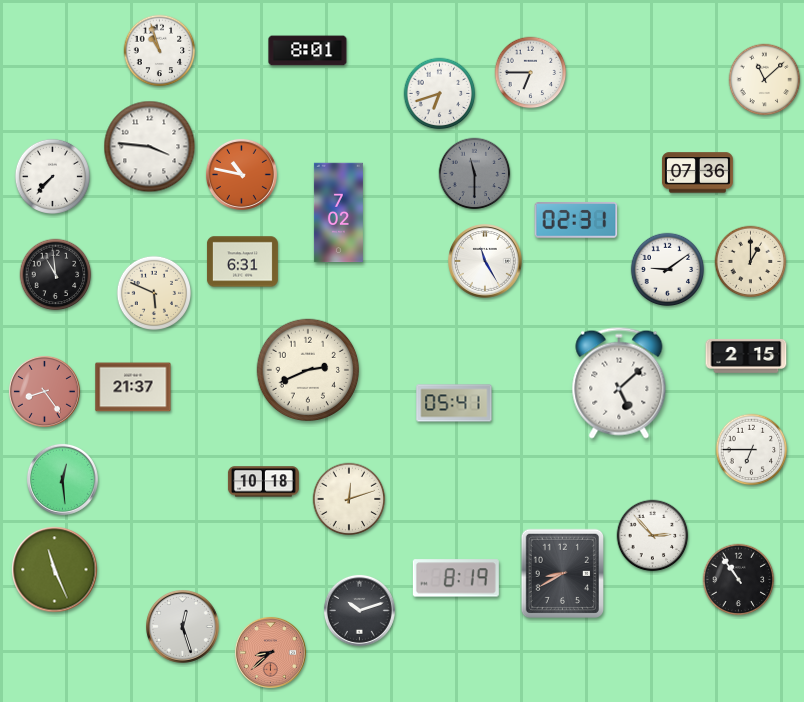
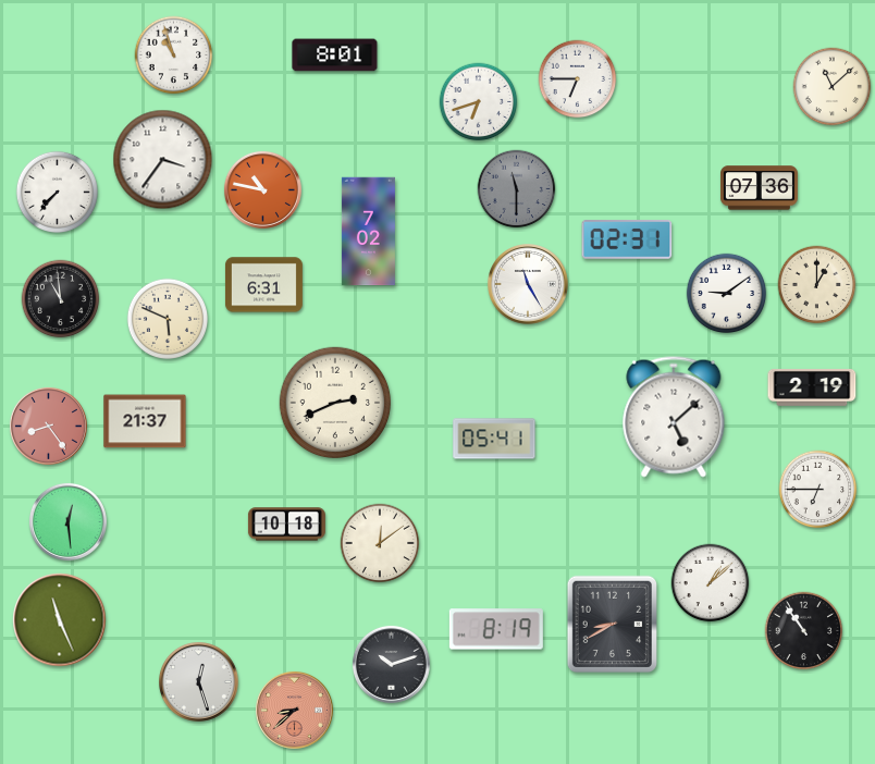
clock at (150, 147): 3:46 -> 3:36
clock at (746, 356): 2:15 -> 2:19
clock at (349, 499): 12:12 -> 12:09
clock at (653, 536): 2:53 -> 1:08
